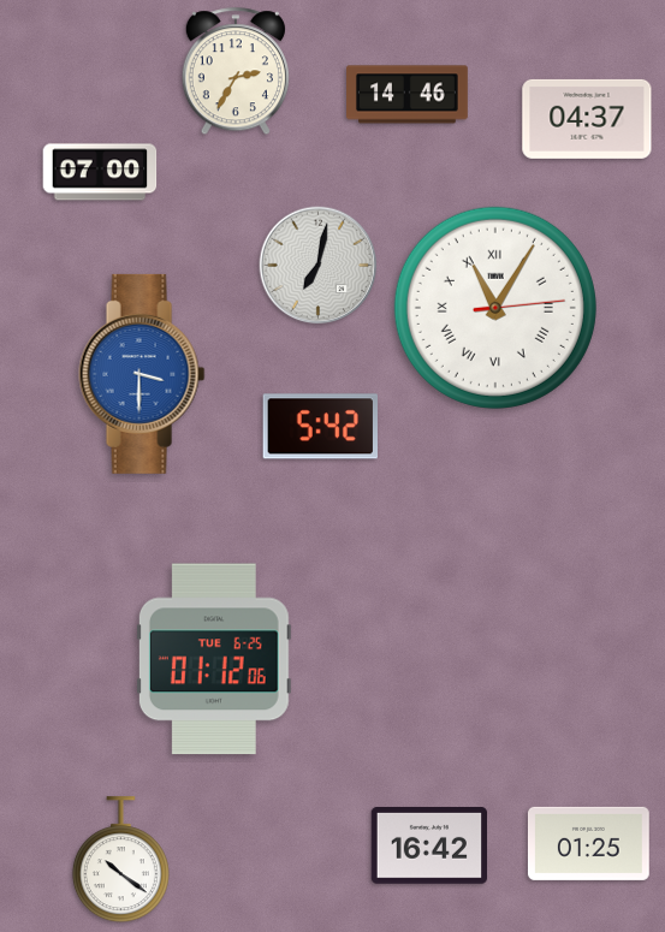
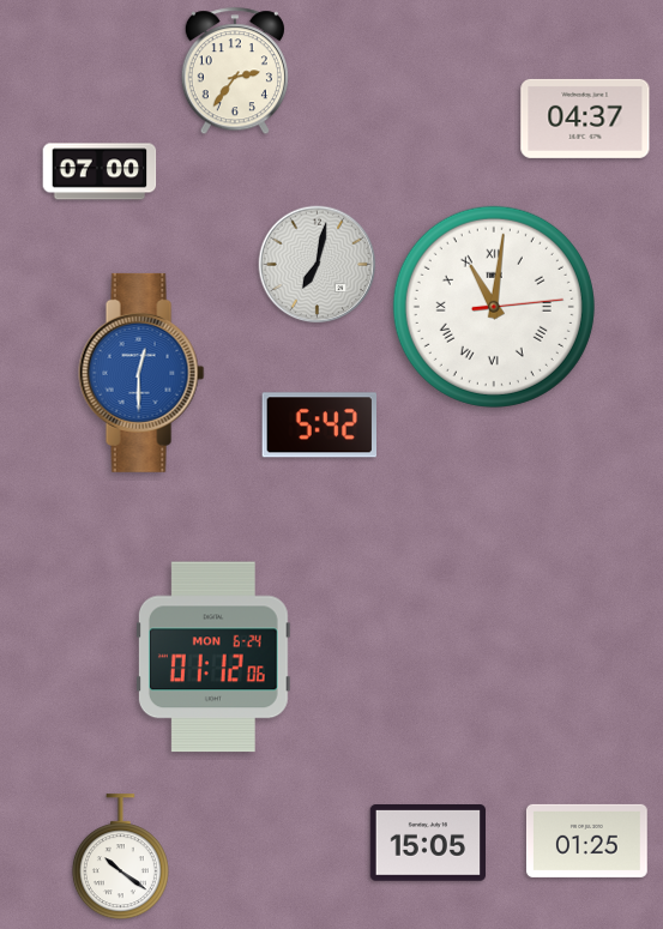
clock at (236, 72): 2:35 -> 2:36
clock at (408, 95): 14:46 -> none
clock at (495, 308): 11:05 -> 11:01
clock at (142, 374): 3:30 -> 12:30
clock at (214, 659) date: TUE 6-25 -> MON 6-24
clock at (428, 847): 16:42 -> 15:05
